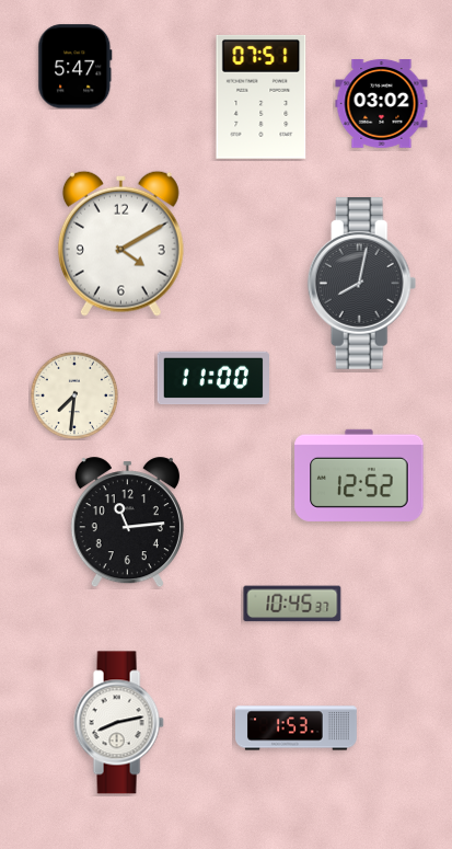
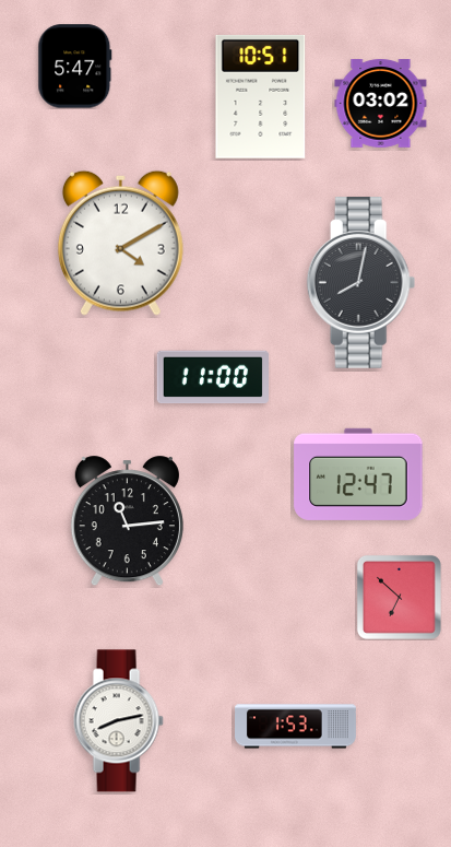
clock at (262, 96): 07:51 -> 10:51
clock at (74, 395): 7:31 -> none
clock at (359, 475): 12:52 -> 12:47
clock at (399, 597): none -> 6:52
clock at (292, 604): 10:45 -> none
